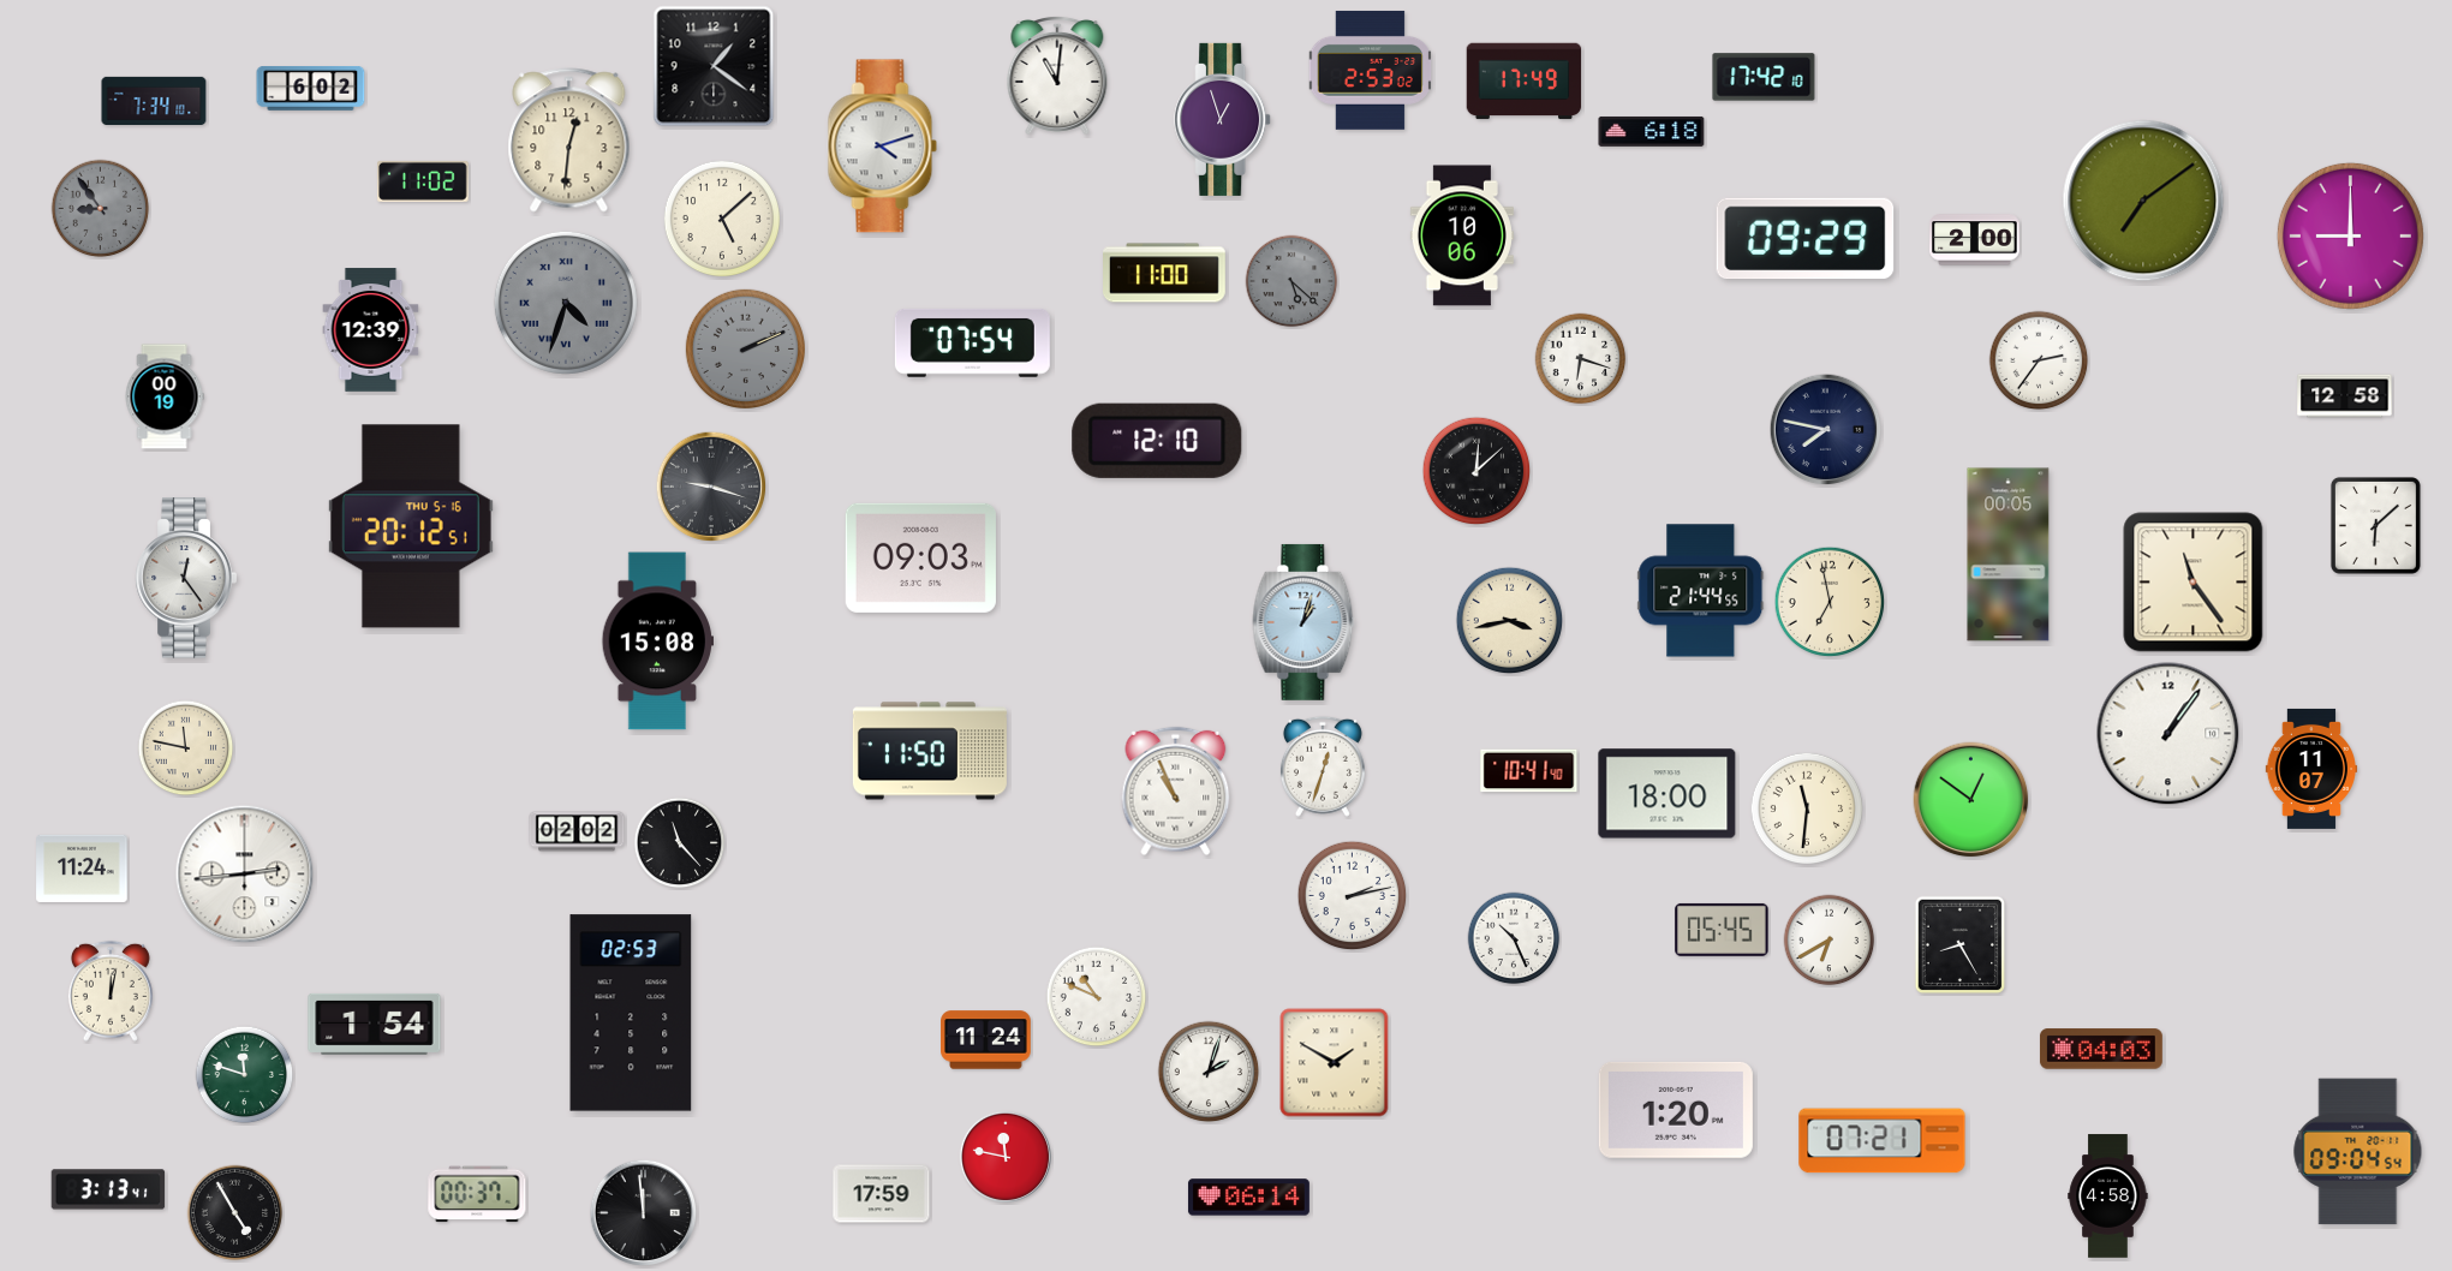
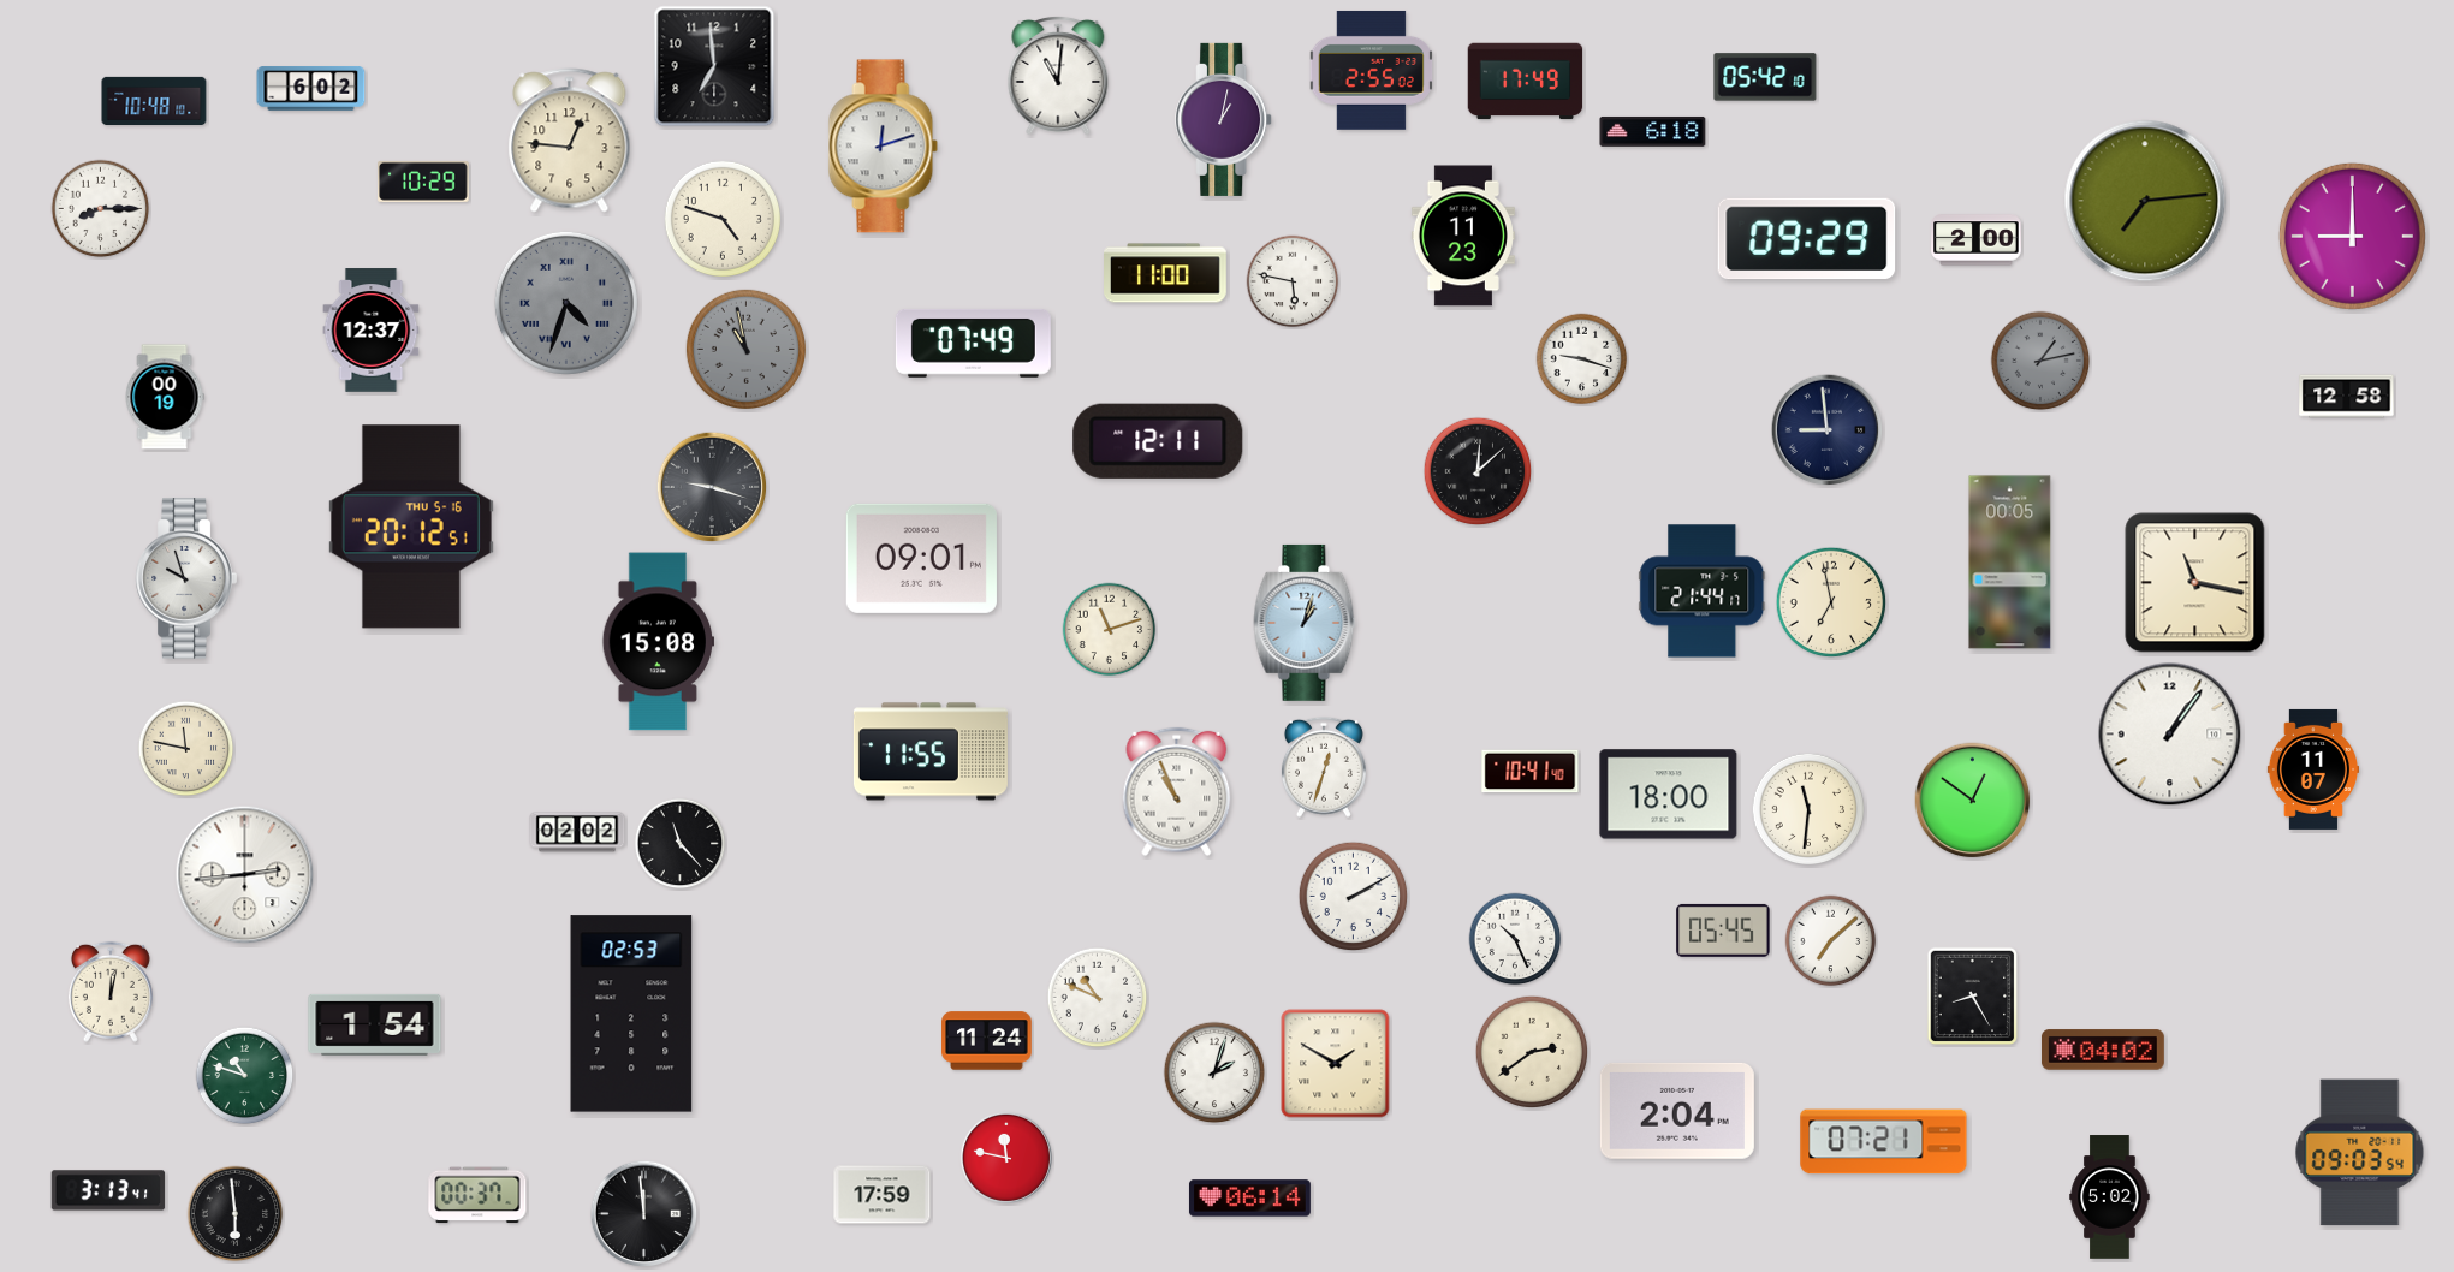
clock at (714, 66): 1:21 -> 6:59
clock at (1370, 70): 2:53 -> 2:55
clock at (1764, 77): 17:42 -> 05:42
clock at (154, 100): 7:34 -> 10:48
clock at (1223, 119): 12:57 -> 1:02
clock at (569, 141): 12:31 -> 12:46
clock at (883, 147): 4:12 -> 12:12
clock at (423, 181): 11:02 -> 10:29
clock at (2143, 201): 7:09 -> 7:14
clock at (101, 209): 8:54 -> 8:15
clock at (101, 209) dial: grey -> white
clock at (721, 217): 5:08 -> 4:48
clock at (1462, 235): 10:06 -> 11:23
clock at (1291, 281): 5:22 -> 5:47
clock at (1291, 281) dial: grey -> white
clock at (371, 330): 12:39 -> 12:37
clock at (972, 342): 07:54 -> 07:49
clock at (745, 348): 2:11 -> 10:58
clock at (1581, 359): 6:18 -> 9:18
clock at (2039, 360): 2:36 -> 1:13
clock at (2039, 360) dial: white -> grey
clock at (1826, 430): 7:47 -> 8:59
clock at (1157, 441): 12:10 -> 12:11
clock at (2375, 525): 6:08 -> none
clock at (2009, 555) position: (2009, 555) -> (2010, 563)
clock at (920, 557): 09:03 -> 09:01
clock at (186, 578): 12:24 -> 9:57
clock at (2194, 583): 11:24 -> 11:17
clock at (1701, 591): 21:44:55 -> 21:44:17
clock at (1510, 621): 3:43 -> none
clock at (1110, 630): none -> 11:12
clock at (930, 751): 11:50 -> 11:55
clock at (82, 869): 11:24 -> none
clock at (1353, 896): 2:13 -> 2:10
clock at (1830, 941): 6:40 -> 7:08
clock at (1961, 945) position: (1961, 945) -> (1973, 997)
clock at (2101, 1049): 04:03 -> 04:02
clock at (1532, 1052): none -> 2:39
clock at (1209, 1072) position: (1209, 1072) -> (1214, 1072)
clock at (245, 1075): 11:48 -> 10:48
clock at (1676, 1110): 1:20 -> 2:04
clock at (2358, 1152): 09:04 -> 09:03
clock at (2108, 1197): 4:58 -> 5:02
clock at (235, 1213): 4:55 -> 5:59
